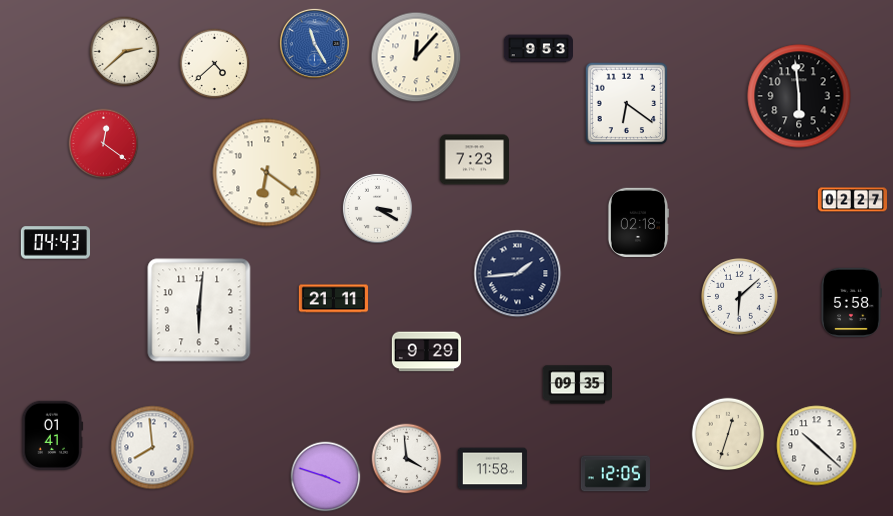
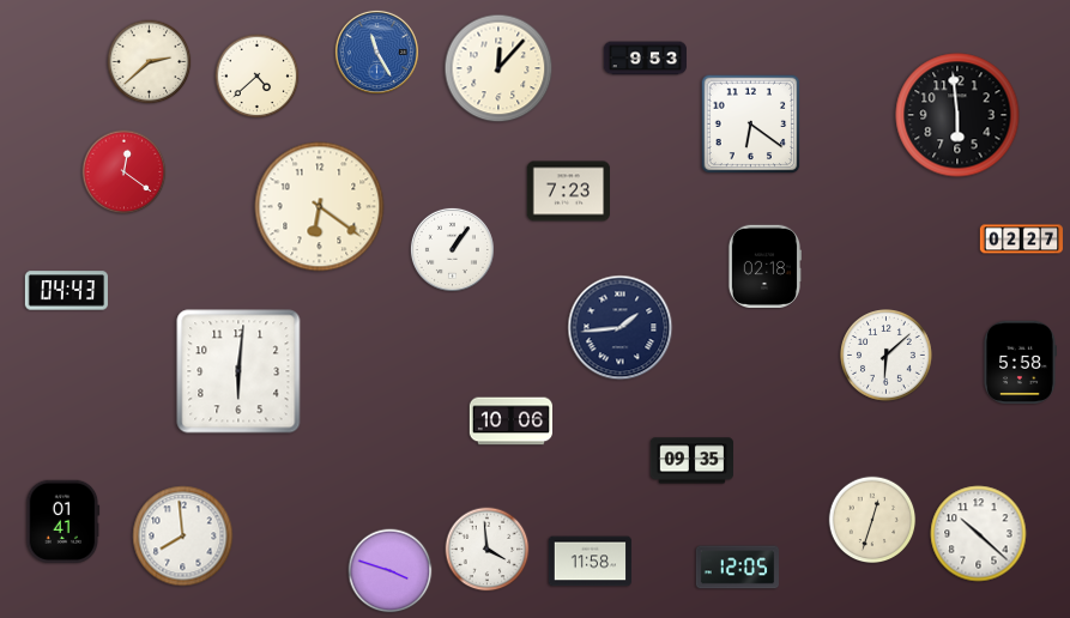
clock at (377, 208): 3:20 -> 1:06
clock at (333, 299): 21:11 -> none
clock at (426, 352): 9:29 -> 10:06
